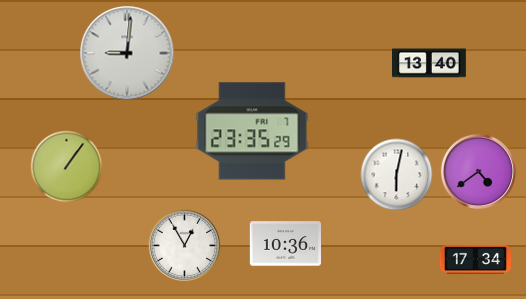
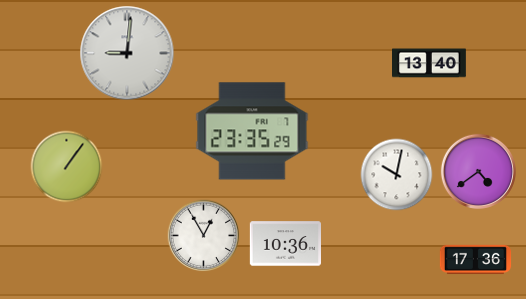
clock at (397, 175): 6:02 -> 10:02
clock at (185, 246) position: (185, 246) -> (204, 236)
clock at (476, 260): 17:34 -> 17:36
